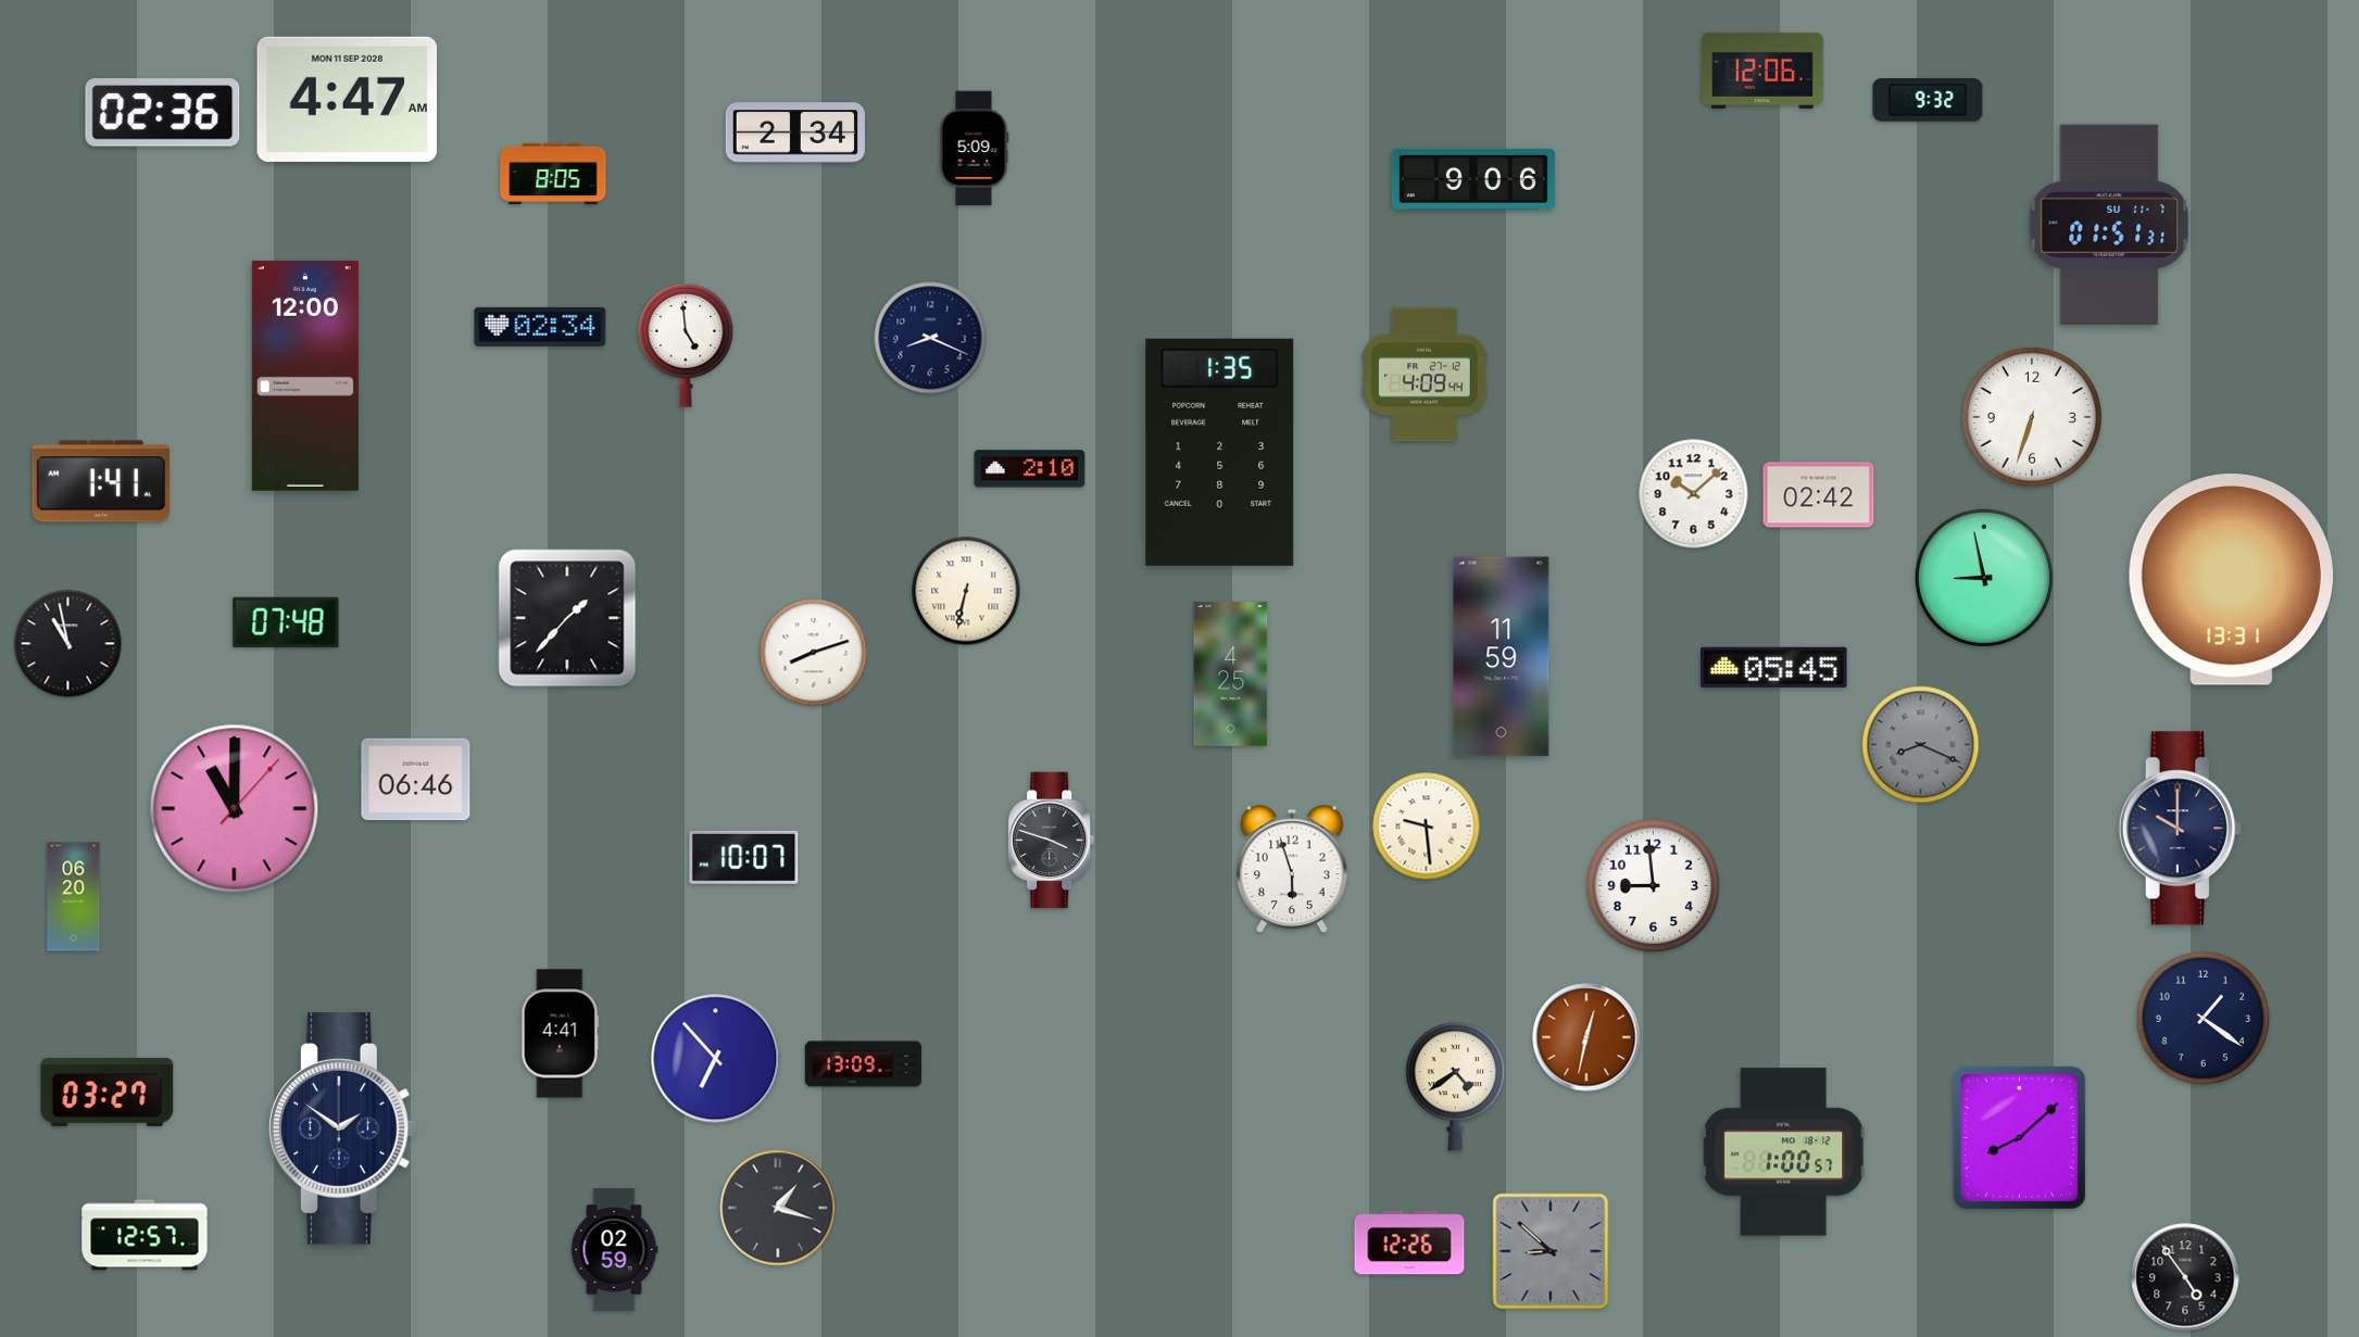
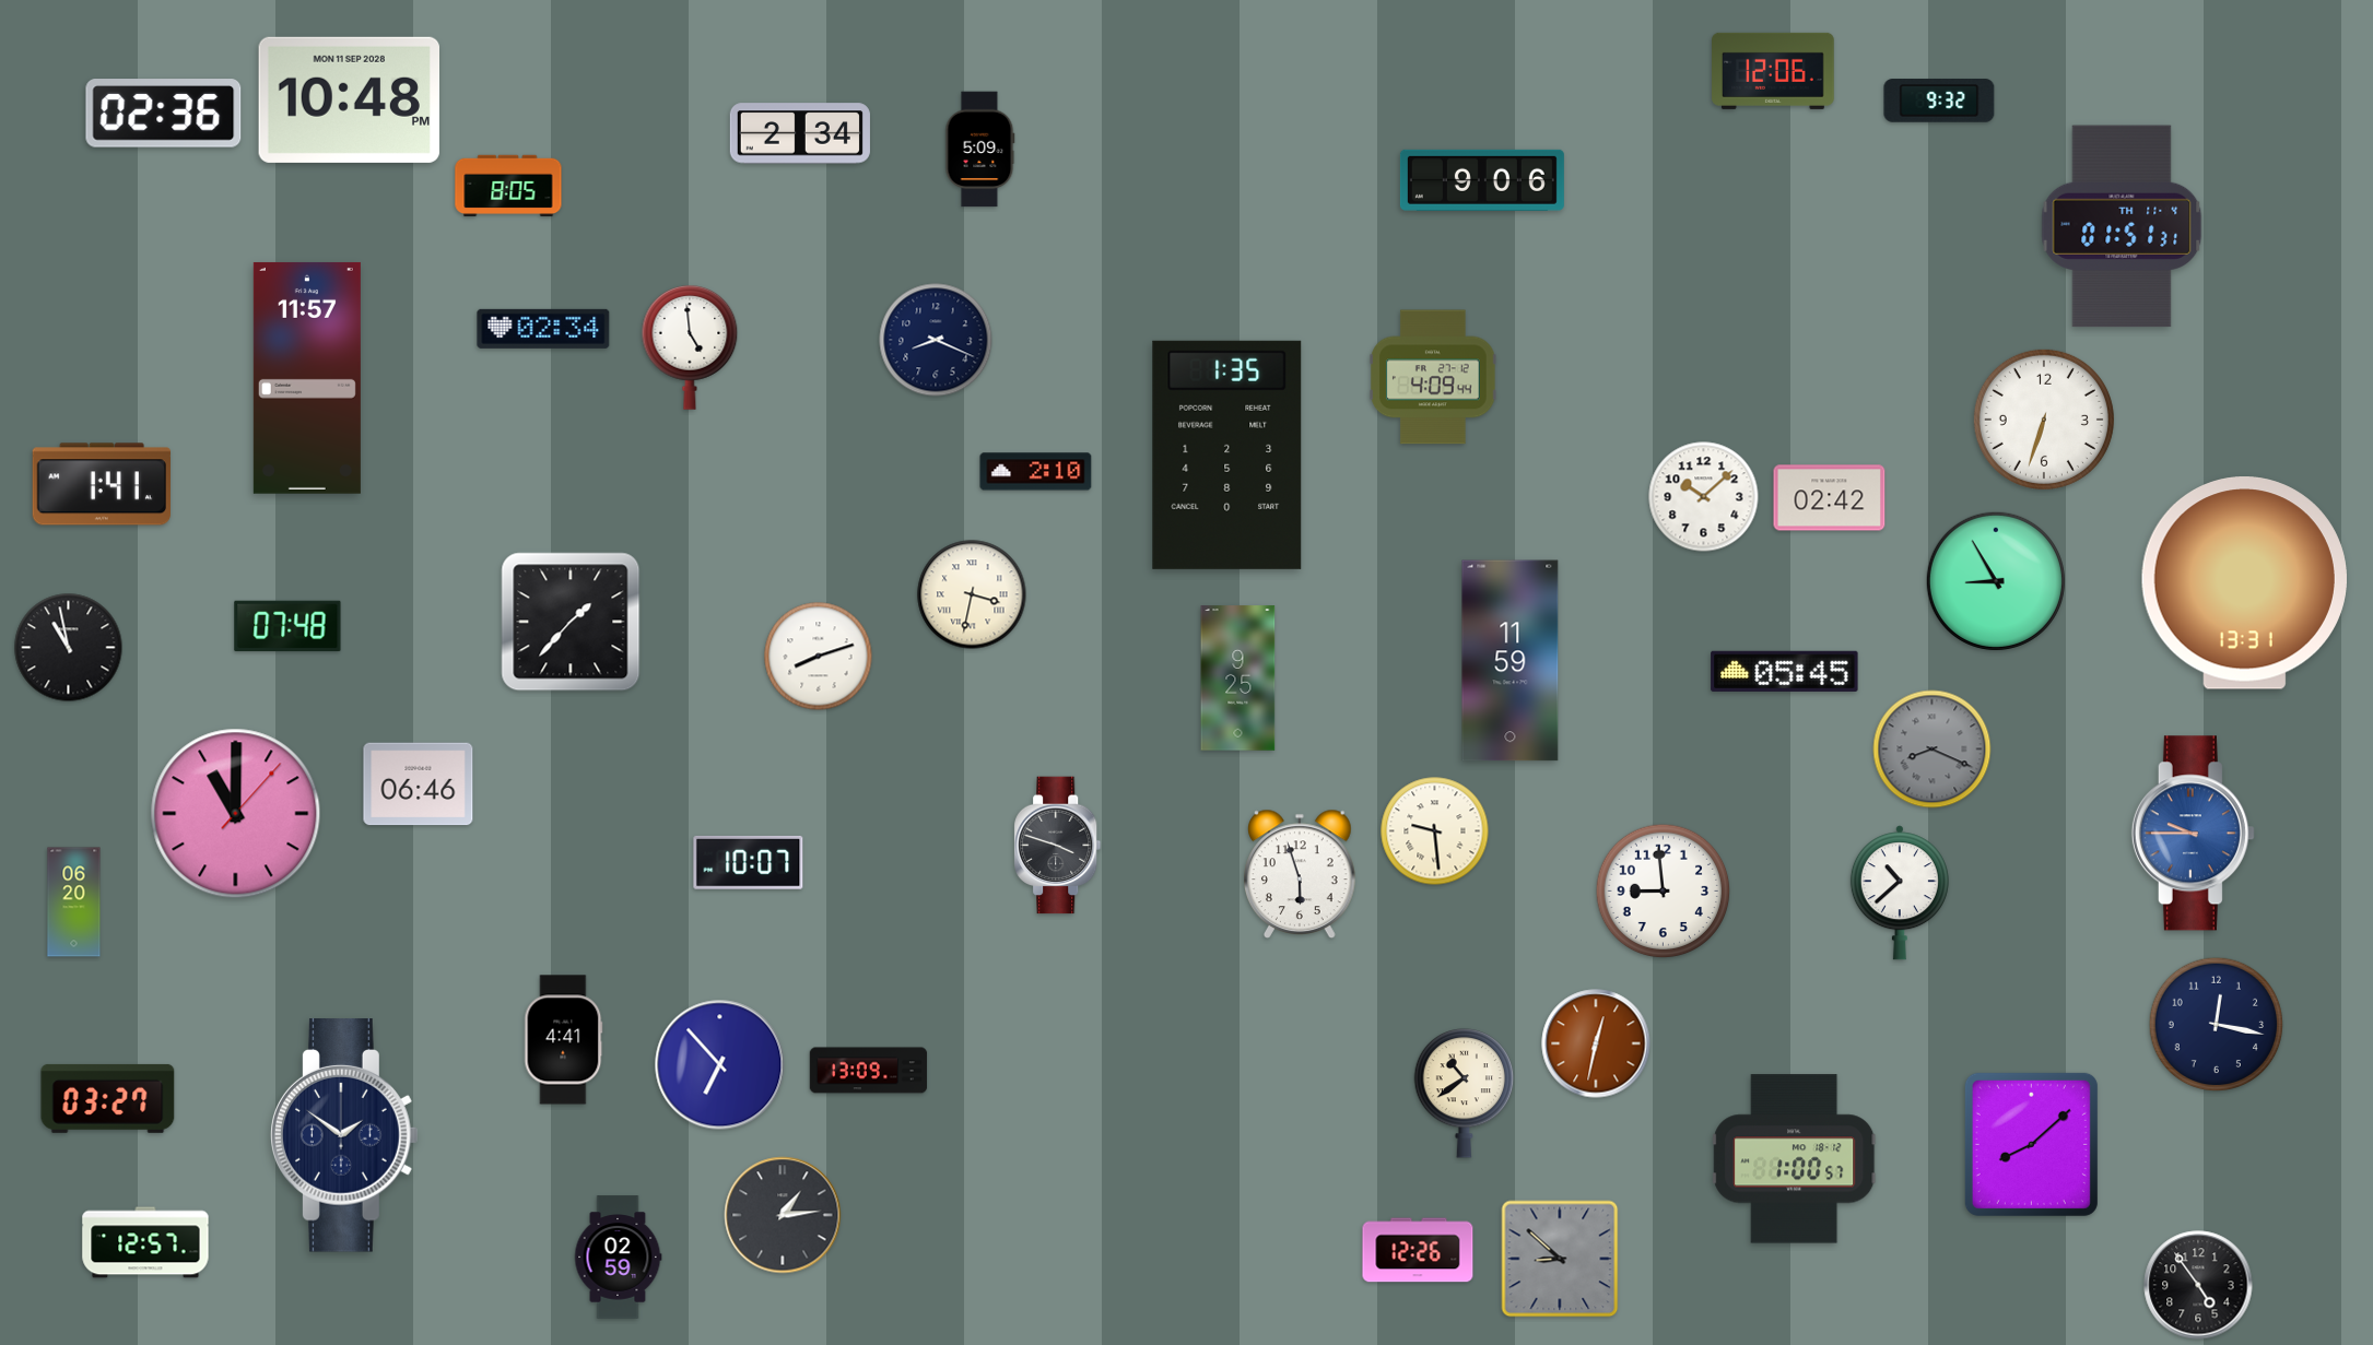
clock at (347, 99): 4:47 -> 10:48
clock at (553, 174) position: (553, 174) -> (508, 186)
clock at (2109, 225) date: SU 11-7 -> TH 11-4
clock at (305, 376): 12:00 -> 11:57
clock at (1984, 578): 8:58 -> 8:55
clock at (966, 591): 6:32 -> 3:32
clock at (1231, 674): 4:25 -> 9:25
clock at (2180, 829): 10:00 -> 9:45
clock at (2180, 829) dial: navy -> blue
clock at (1900, 893): none -> 10:38
clock at (2204, 1019): 1:21 -> 12:17
clock at (1456, 1086): 4:39 -> 10:39
clock at (778, 1208): 1:18 -> 1:14
